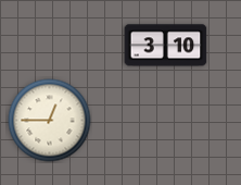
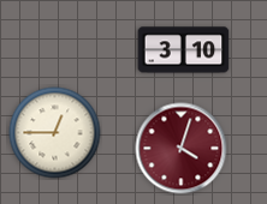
clock at (182, 149): none -> 4:03
